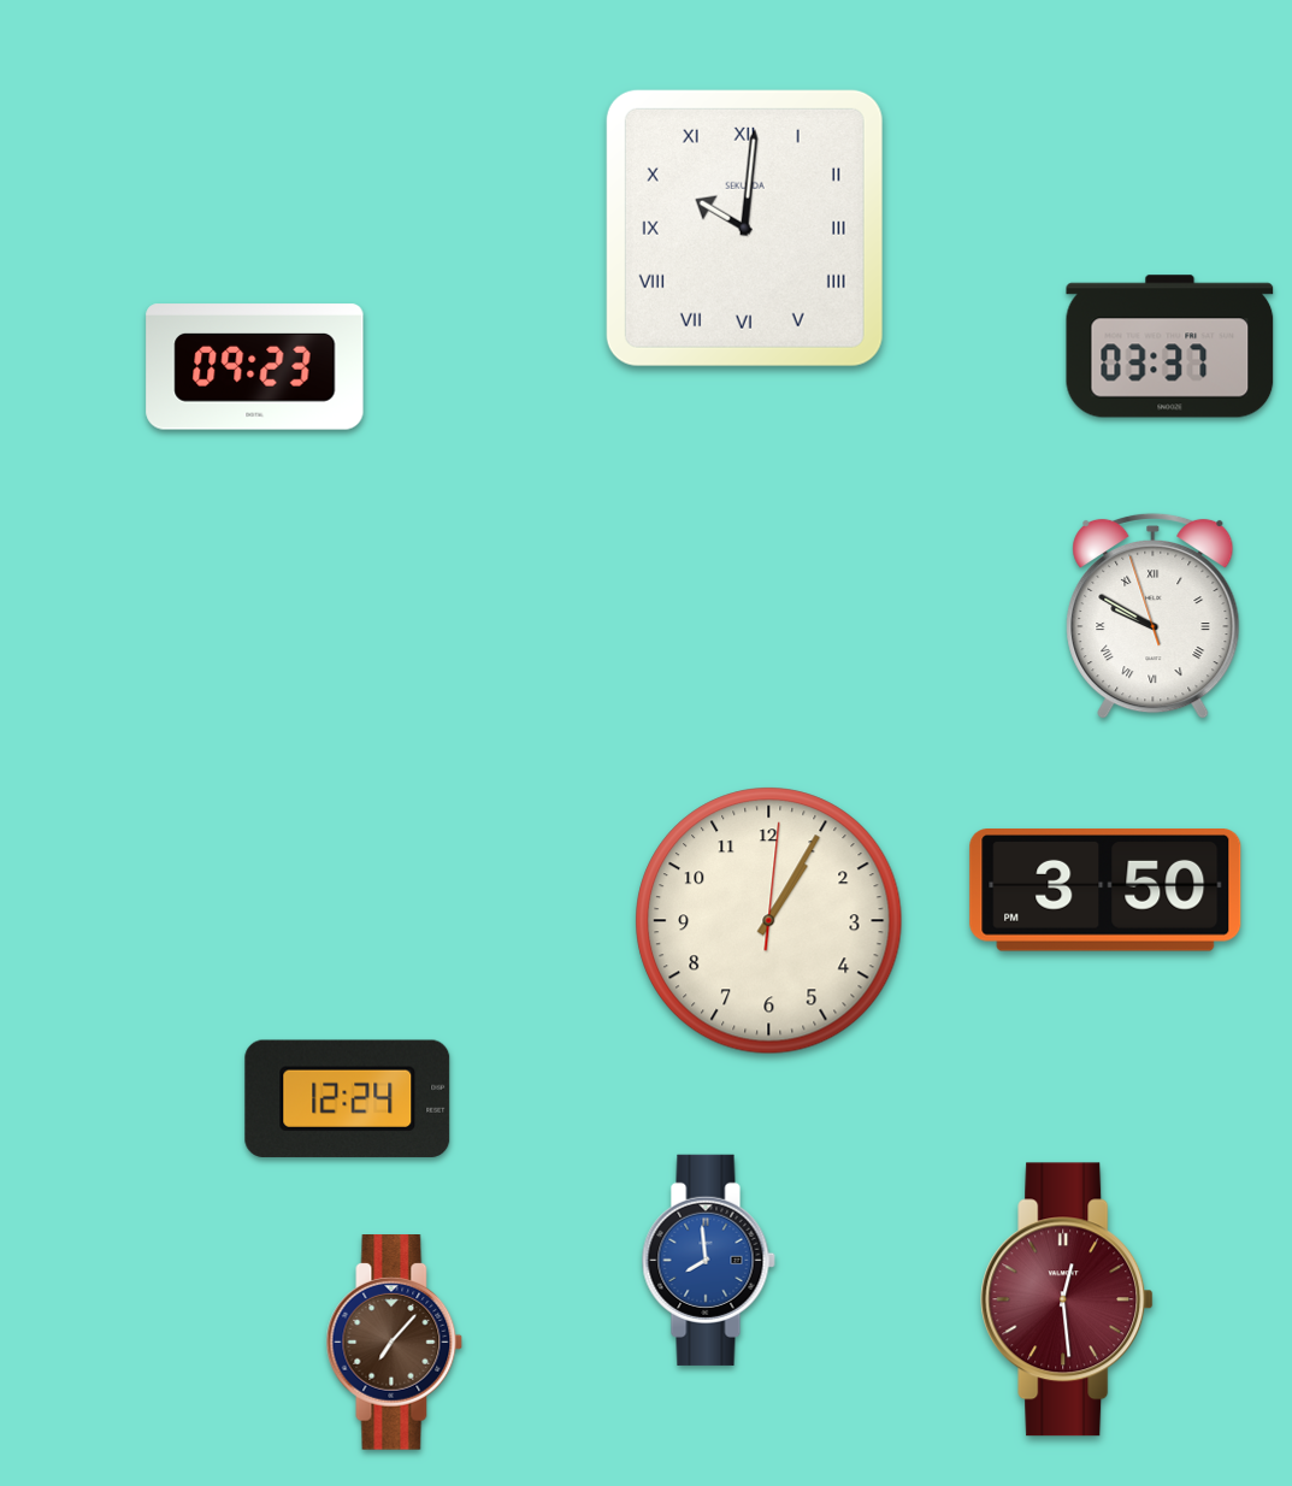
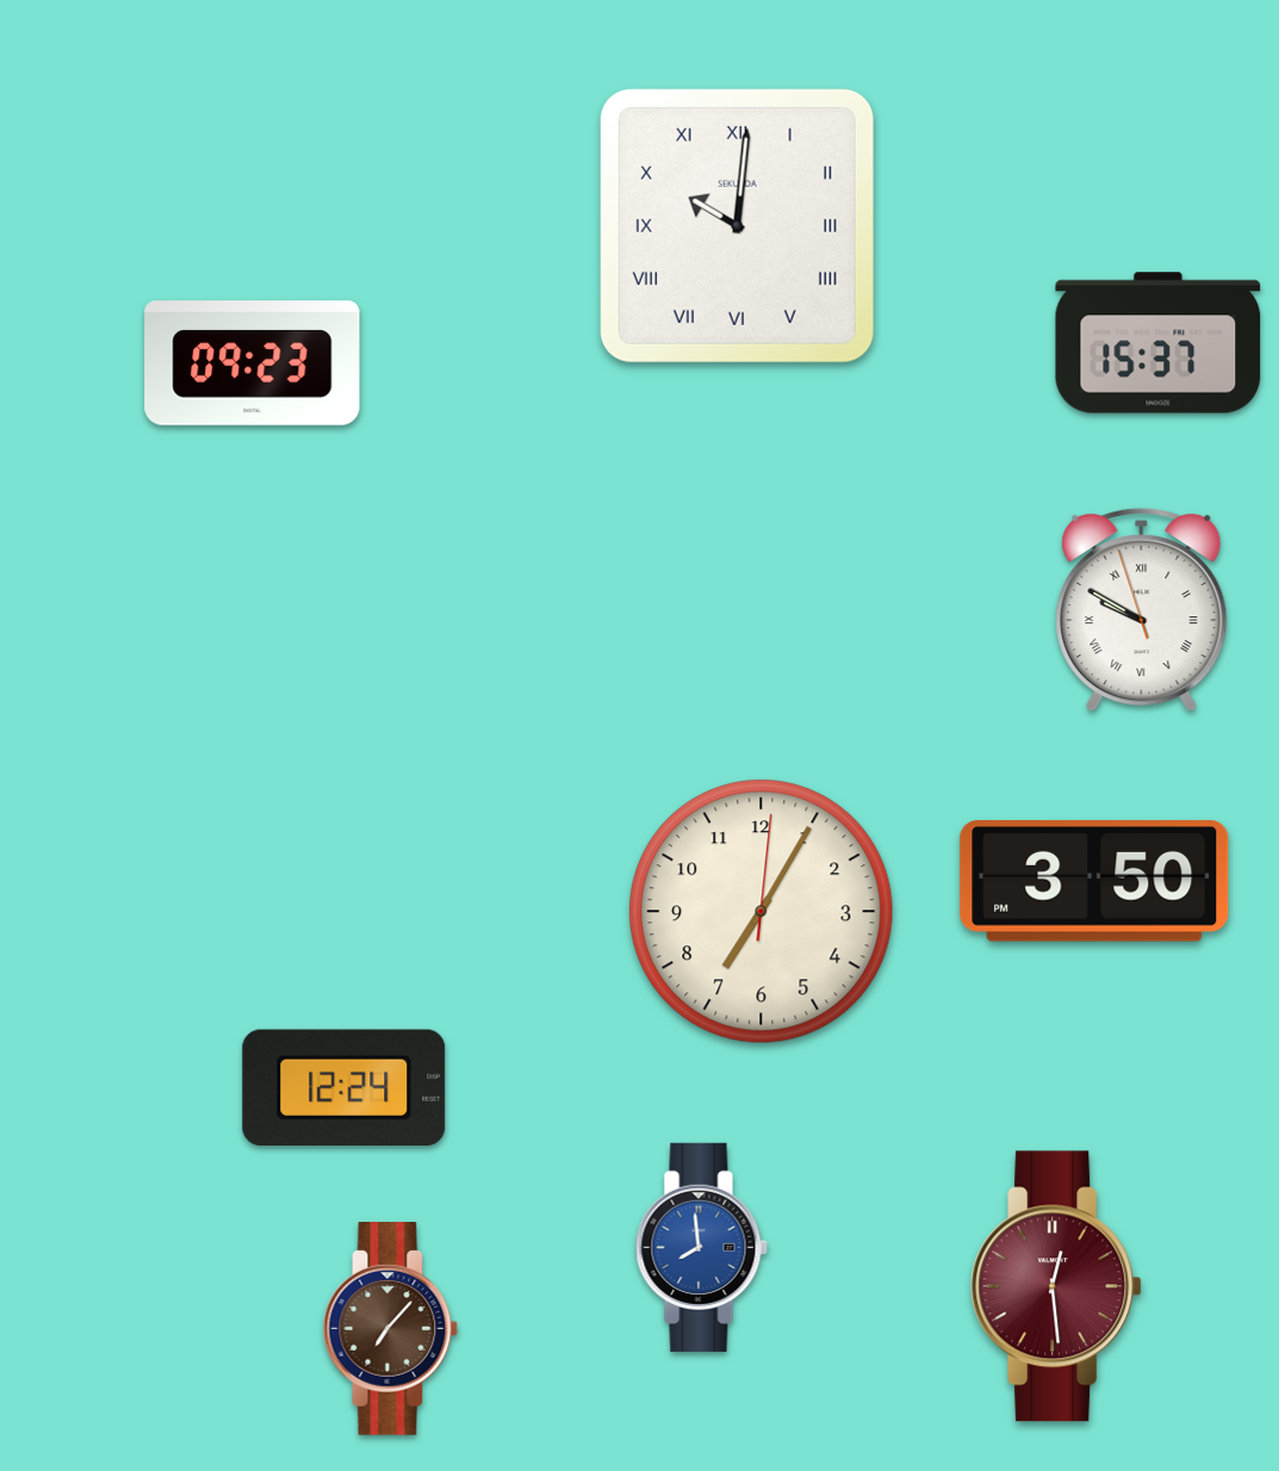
clock at (1170, 347): 03:37 -> 15:37
clock at (769, 921): 1:05 -> 7:05
